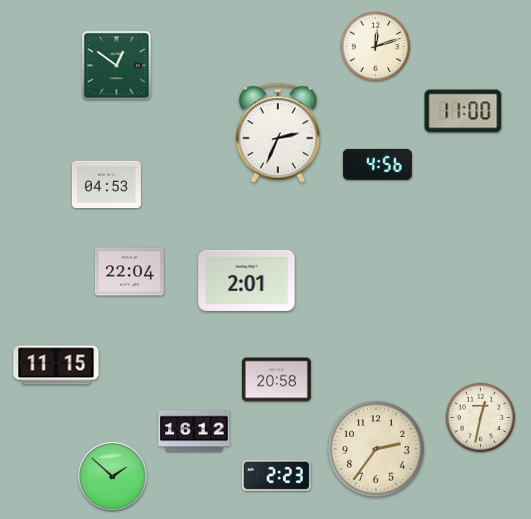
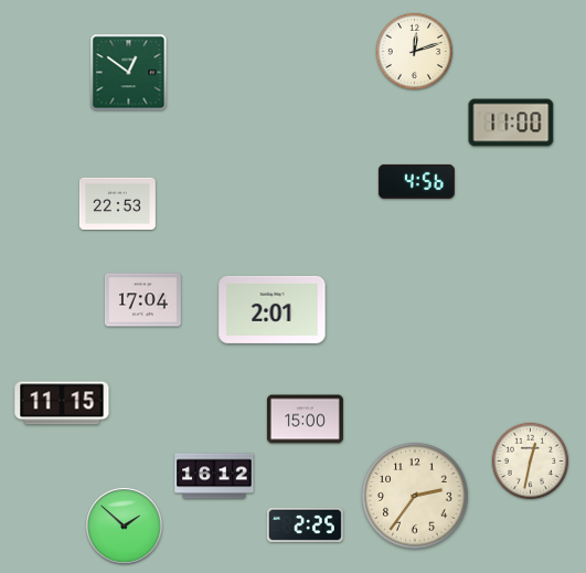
clock at (278, 133): 2:34 -> none
clock at (106, 184): 04:53 -> 22:53
clock at (129, 272): 22:04 -> 17:04
clock at (276, 380): 20:58 -> 15:00
clock at (276, 475): 2:23 -> 2:25
